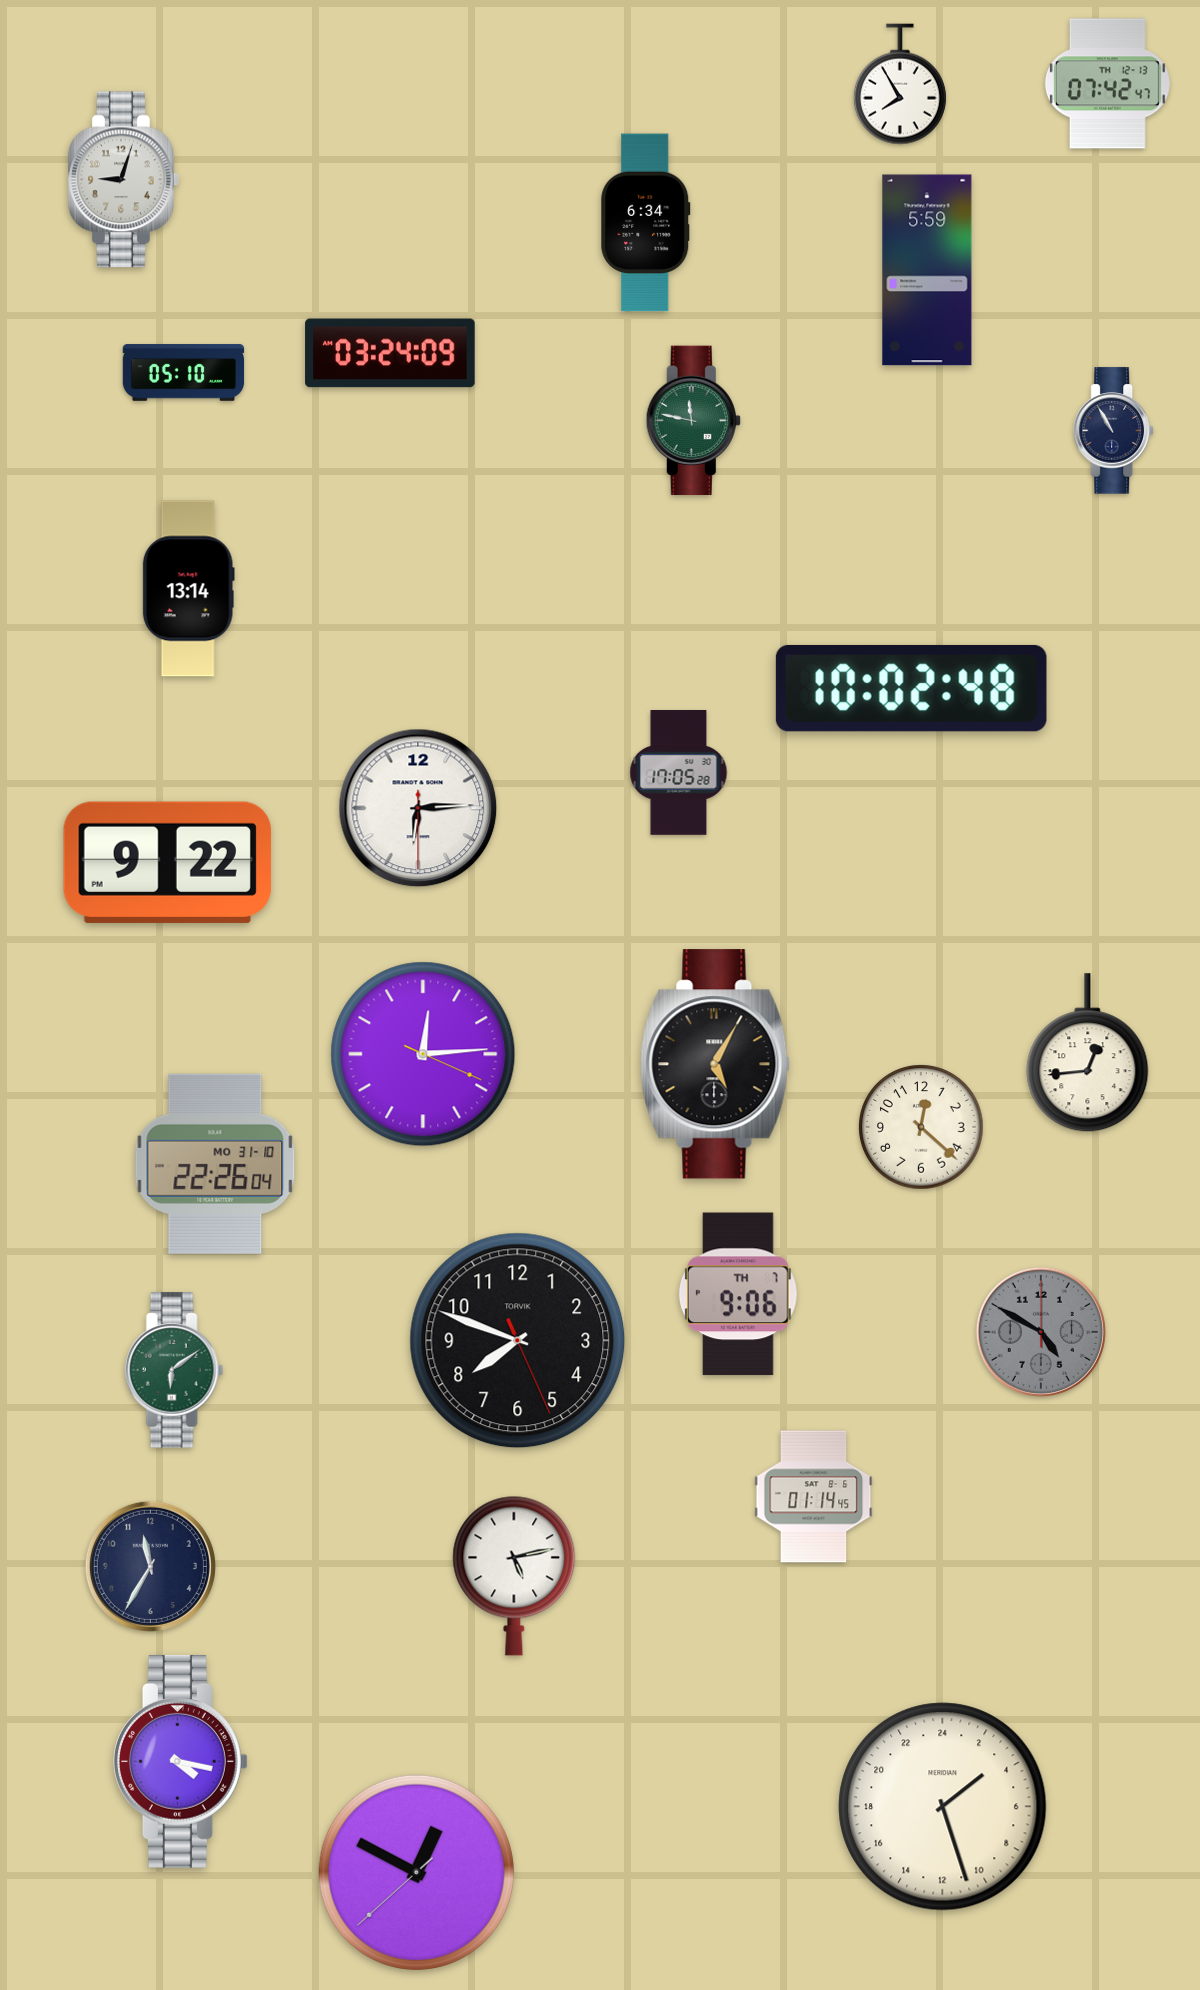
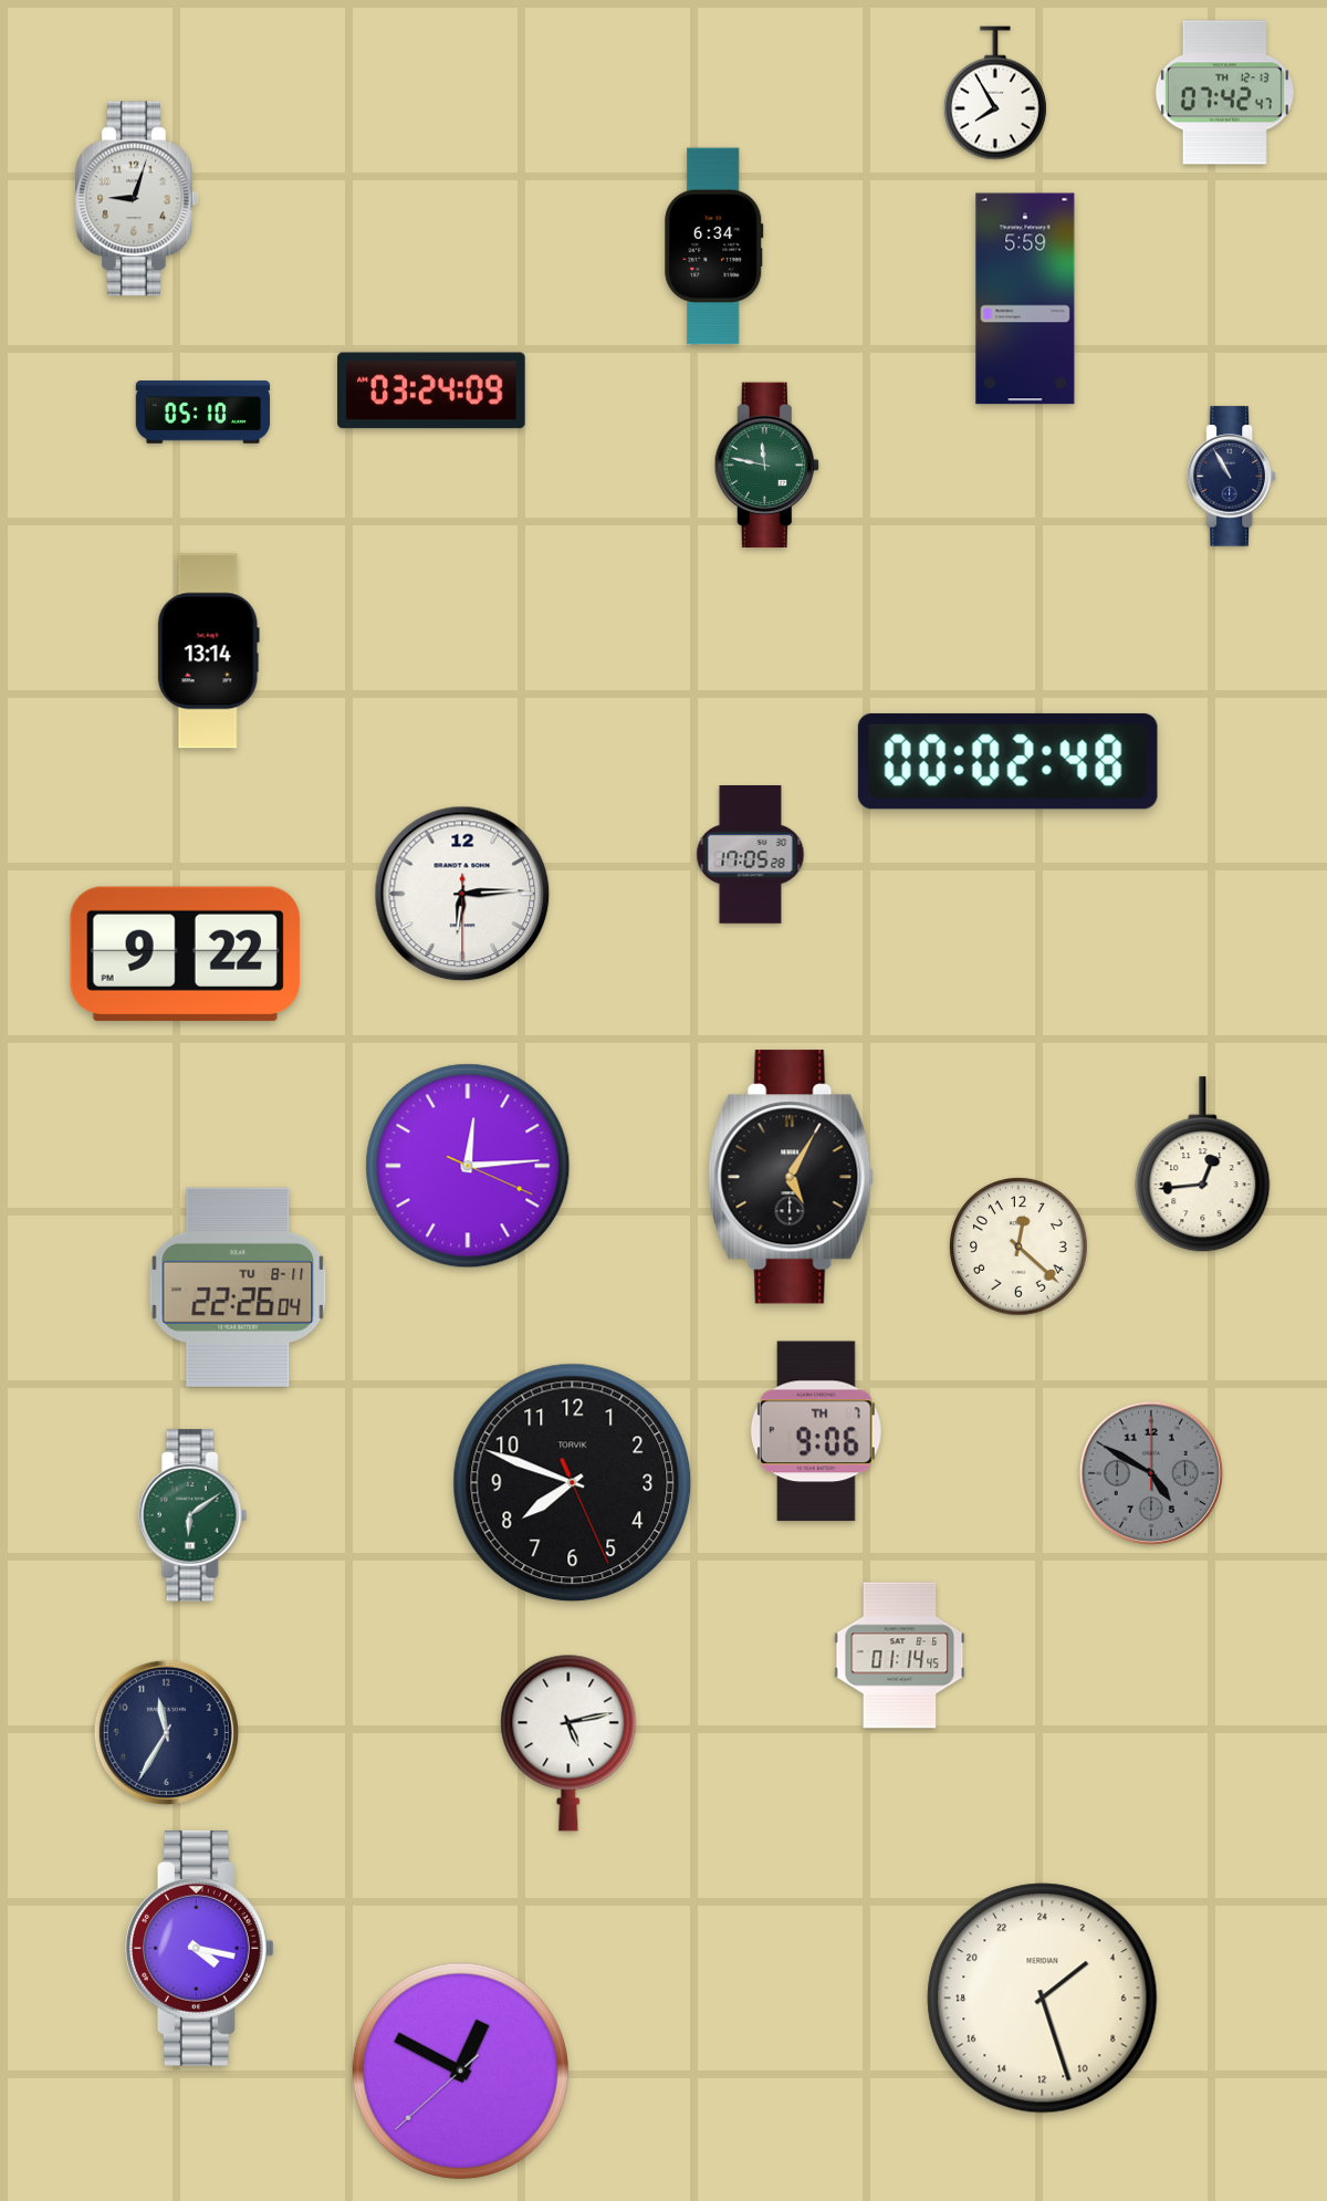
clock at (911, 688): 10:02 -> 00:02
clock at (215, 1164) date: MO 31-10 -> TU 8-11
